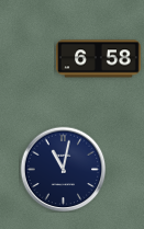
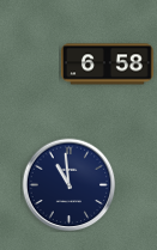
clock at (63, 169): 11:02 -> 10:59
